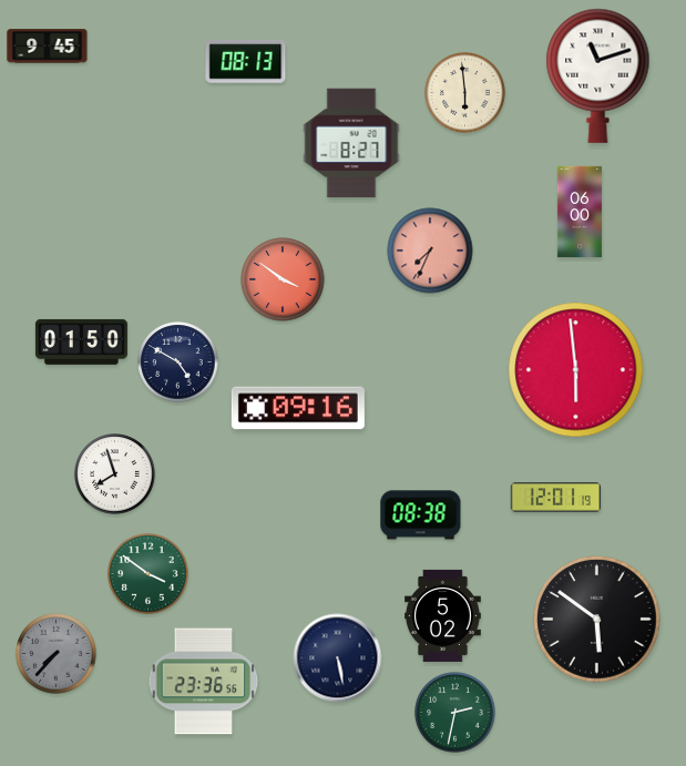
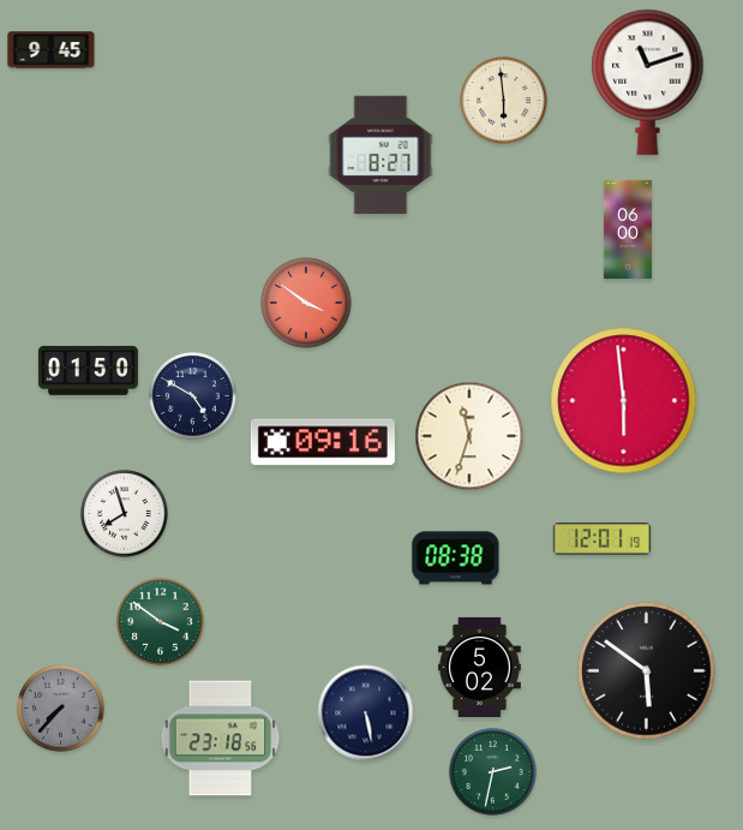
clock at (246, 62): 08:13 -> none
clock at (430, 251): 7:34 -> none
clock at (178, 362) position: (178, 362) -> (193, 396)
clock at (469, 436): none -> 11:33
clock at (204, 682): 23:36 -> 23:18
